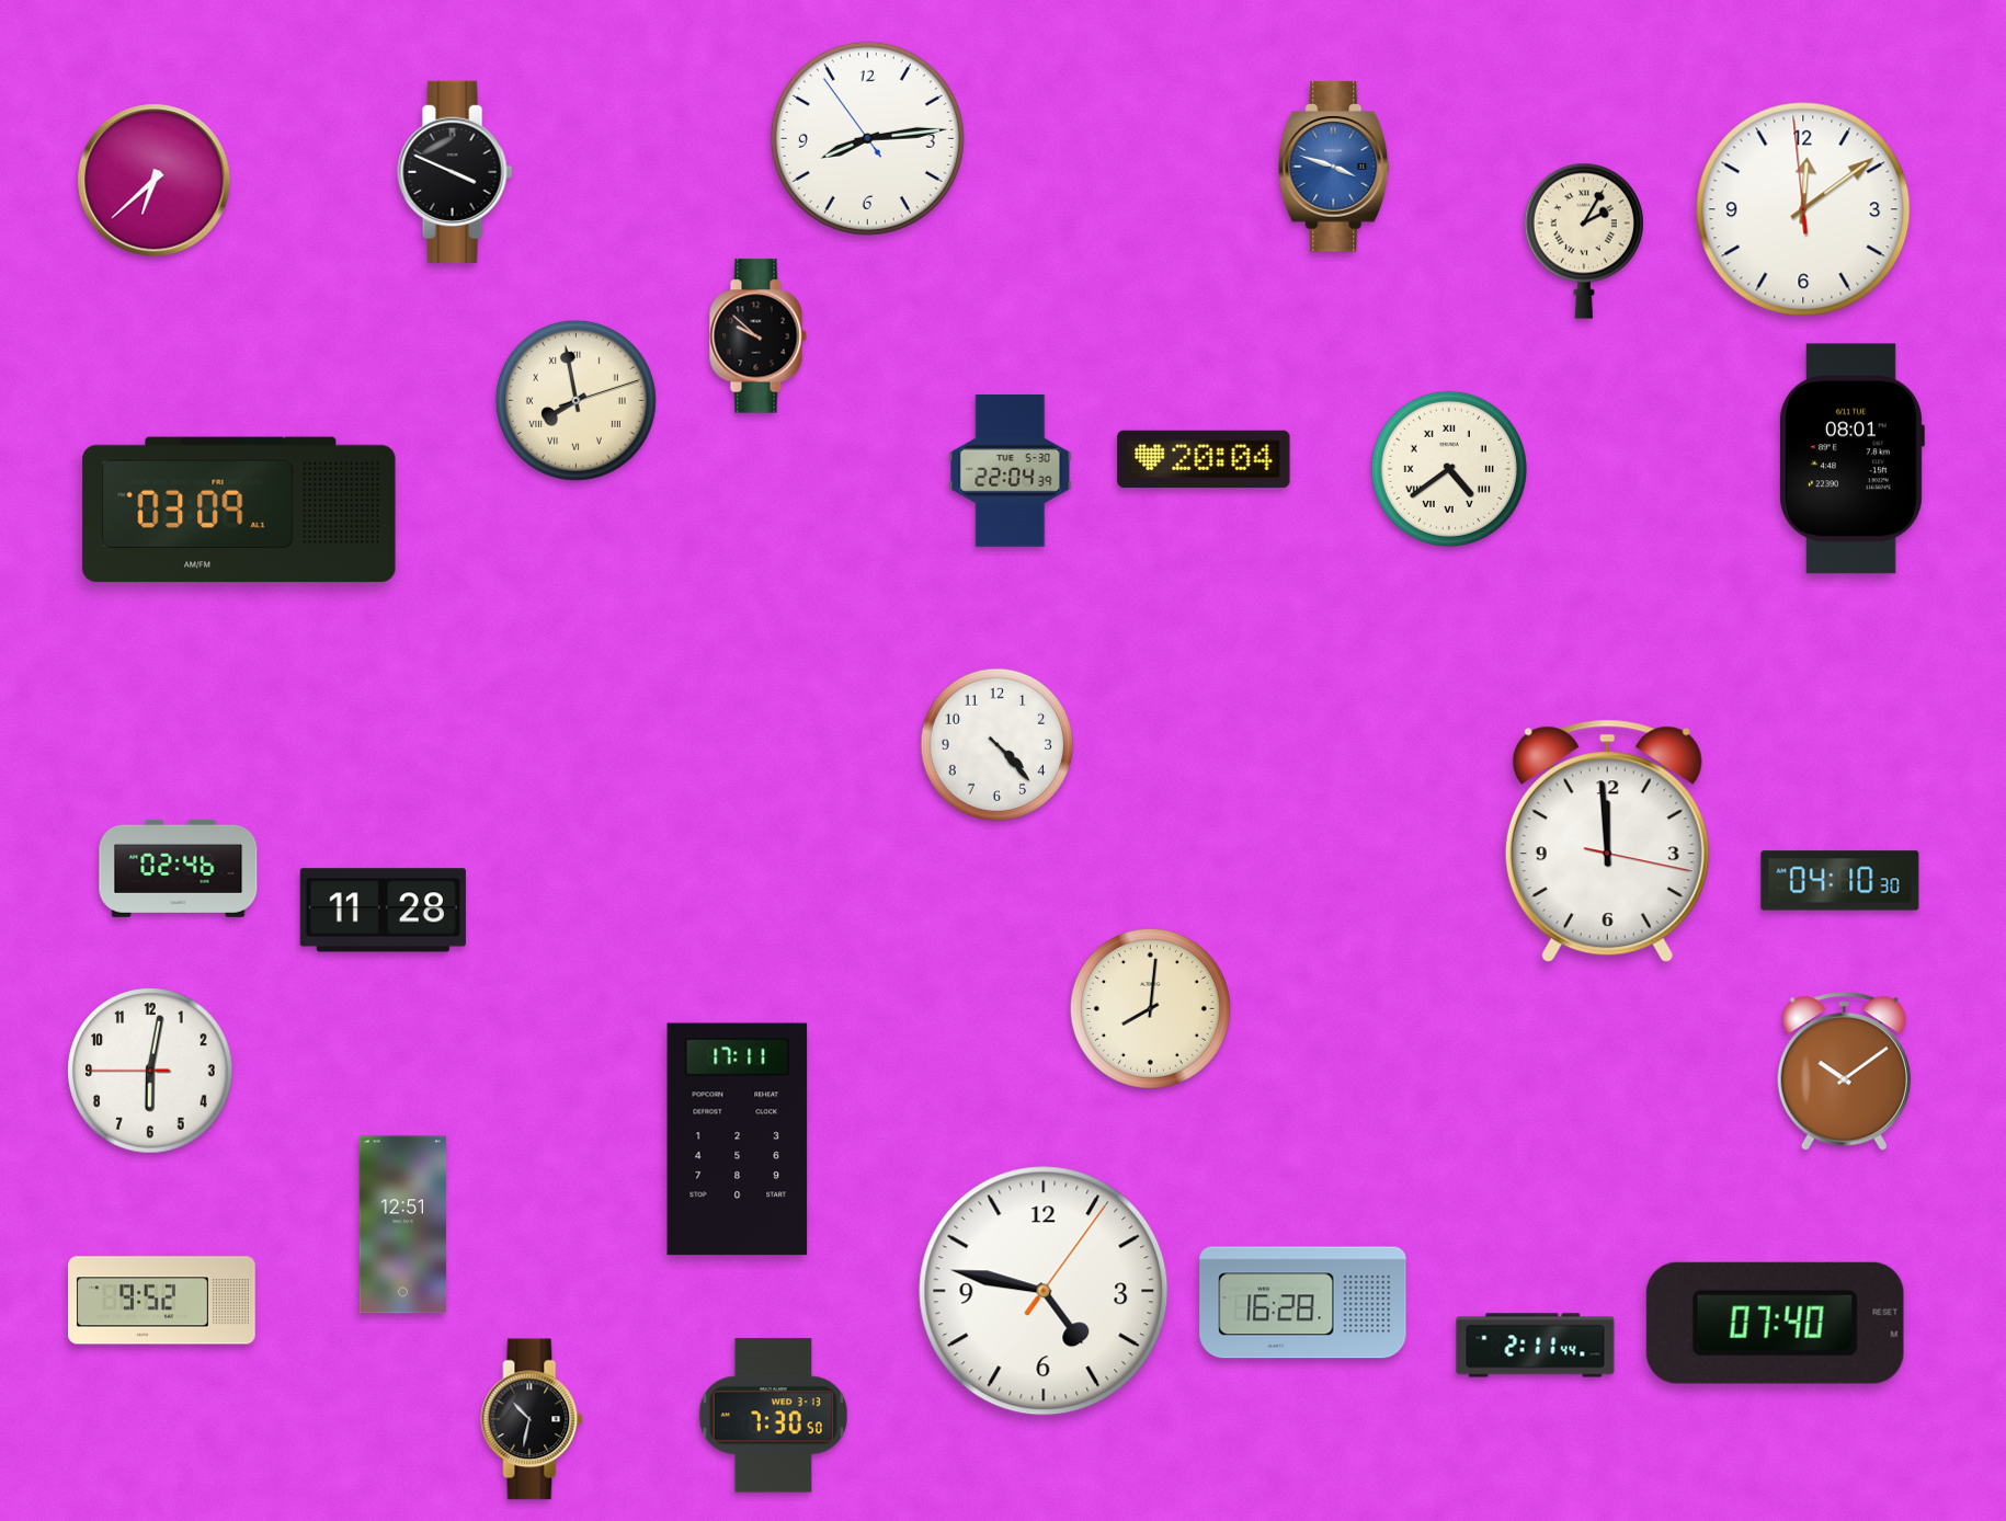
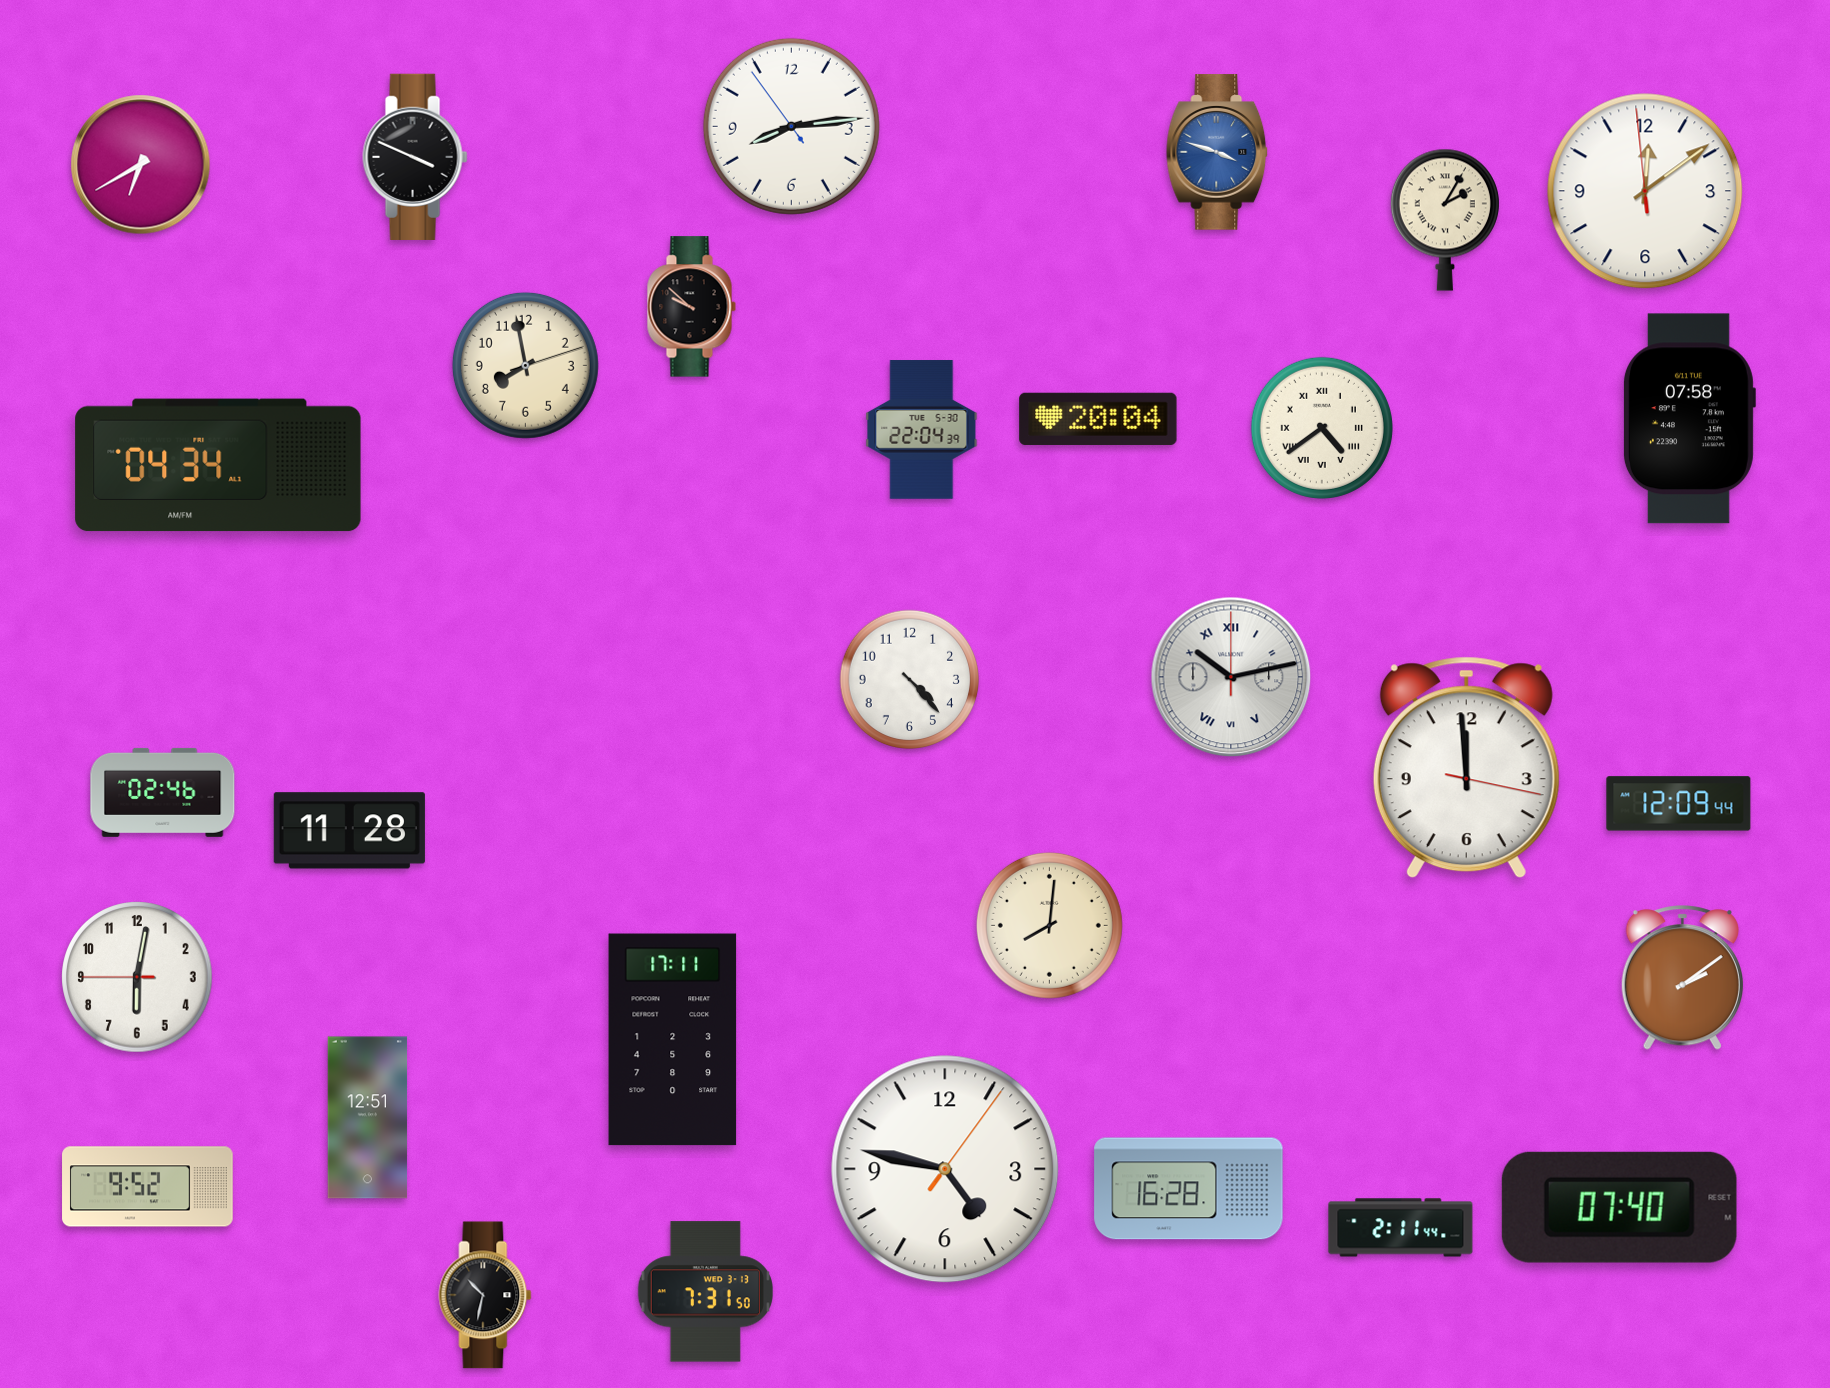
clock at (155, 181): 6:38 -> 6:40
clock at (575, 400) numerals: Roman -> Arabic
clock at (1851, 459): 08:01 -> 07:58
clock at (239, 510): 03:09 -> 04:34
clock at (1231, 677): none -> 10:13
clock at (1840, 881): 04:10 -> 12:09
clock at (1150, 1008) position: (1150, 1008) -> (1049, 925)
clock at (1844, 1072): 10:09 -> 2:09
clock at (1044, 1291) position: (1044, 1291) -> (945, 1169)
clock at (773, 1416): 7:30 -> 7:31
